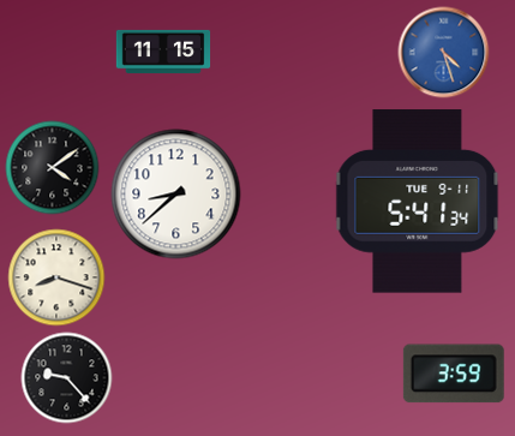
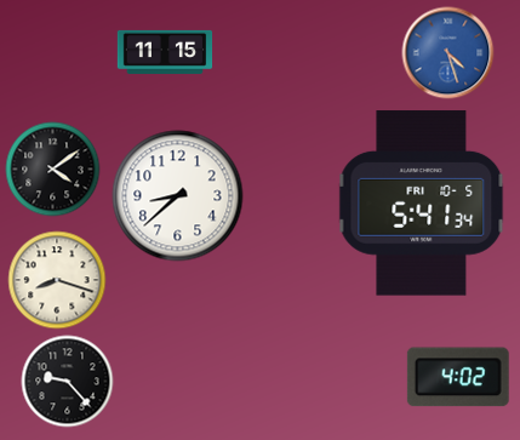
clock at (418, 202) date: TUE 9-11 -> FRI 10-5
clock at (454, 374): 3:59 -> 4:02
